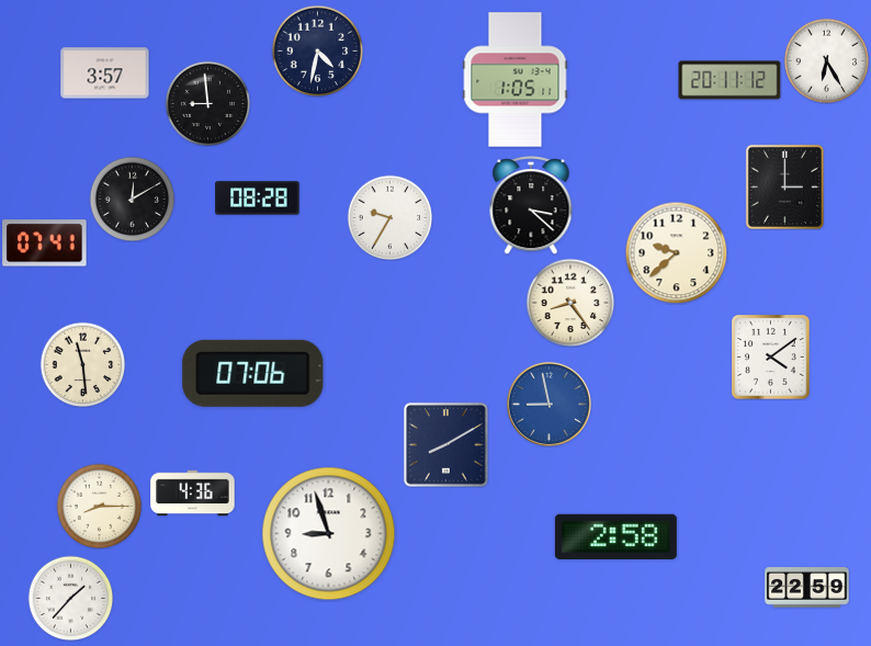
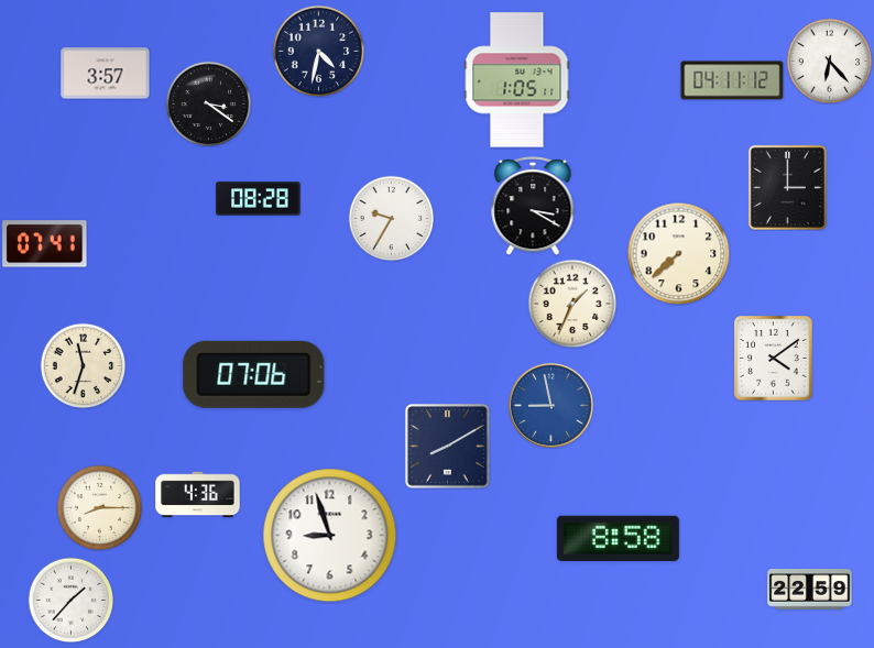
clock at (826, 60): 6:25 -> 6:23
clock at (729, 80): 20:11 -> 04:11
clock at (207, 103): 8:59 -> 3:21
clock at (132, 199): 12:10 -> none
clock at (531, 205): 3:22 -> 3:20
clock at (676, 252): 9:38 -> 7:38
clock at (570, 303): 8:24 -> 1:34
clock at (82, 364): 11:29 -> 11:33
clock at (193, 494) position: (193, 494) -> (198, 495)
clock at (615, 536): 2:58 -> 8:58
